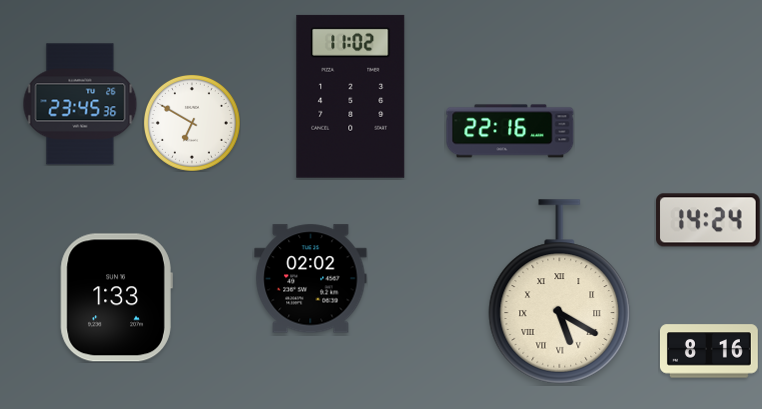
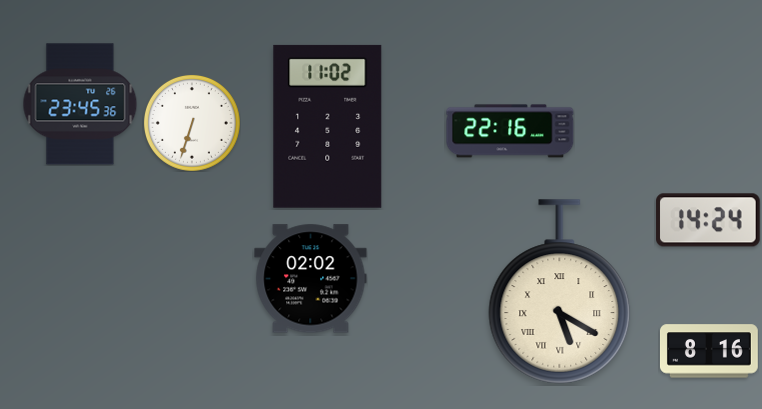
clock at (351, 96) position: (351, 96) -> (328, 126)
clock at (192, 123): 6:50 -> 6:33
clock at (116, 298): 1:33 -> none
